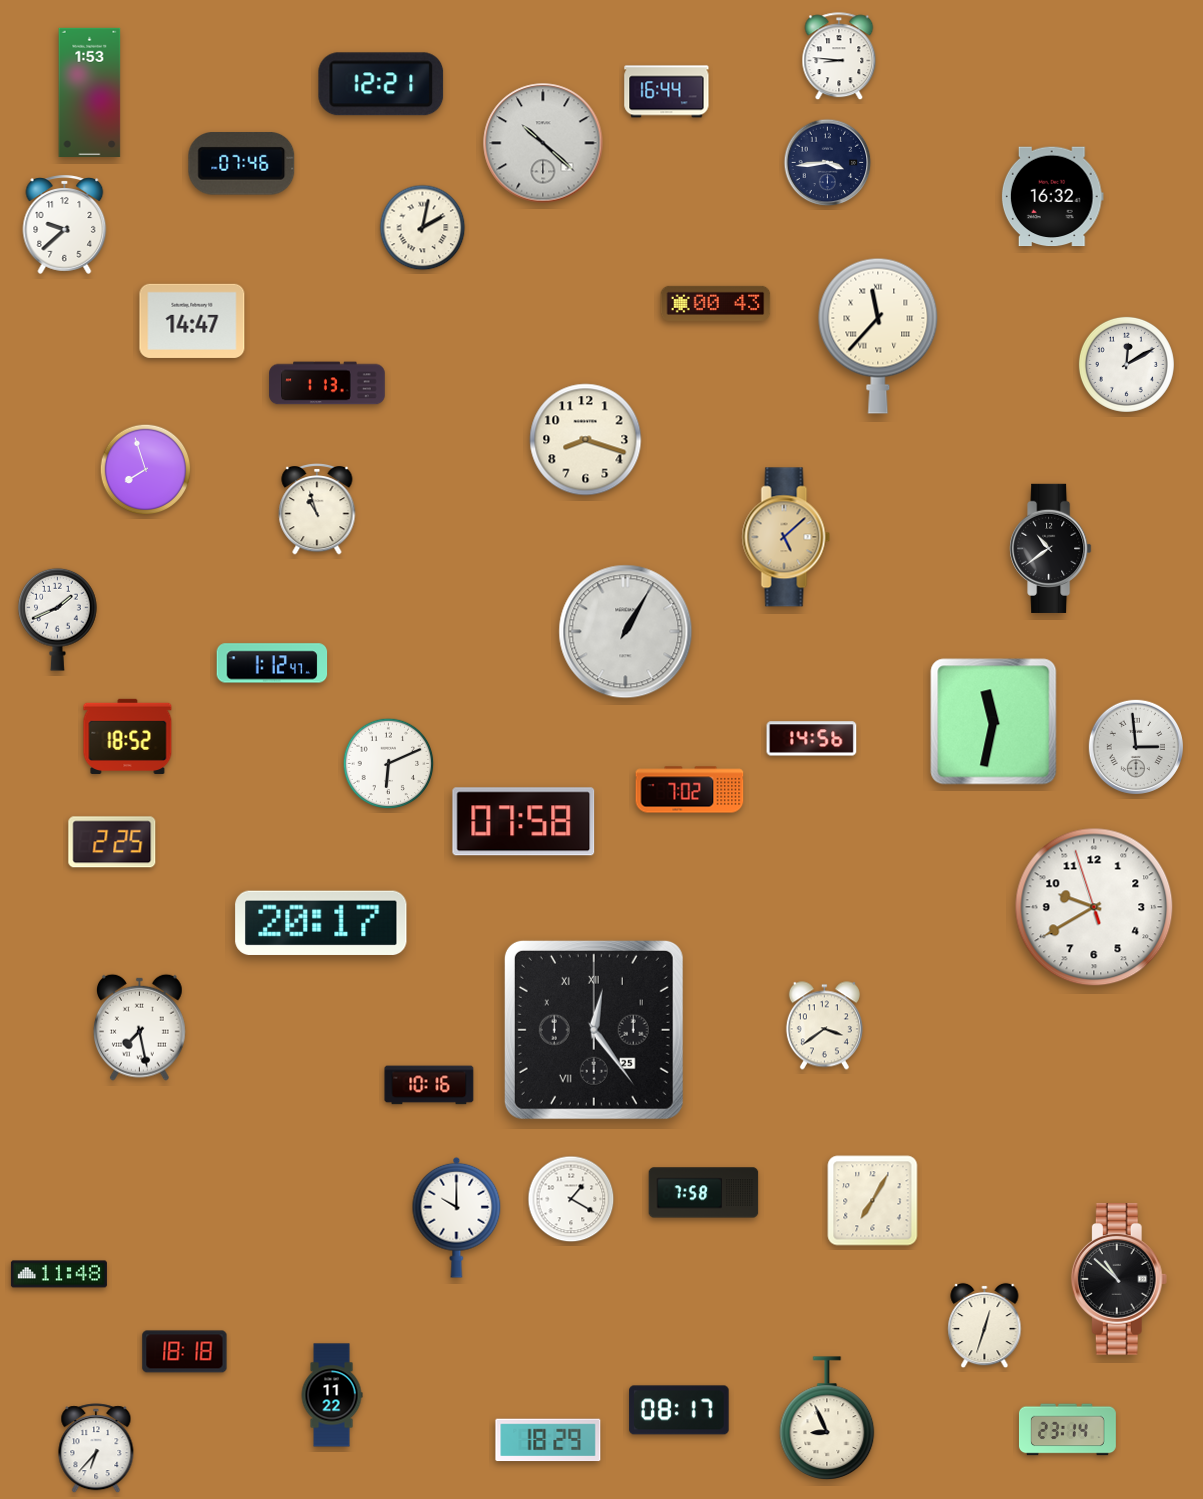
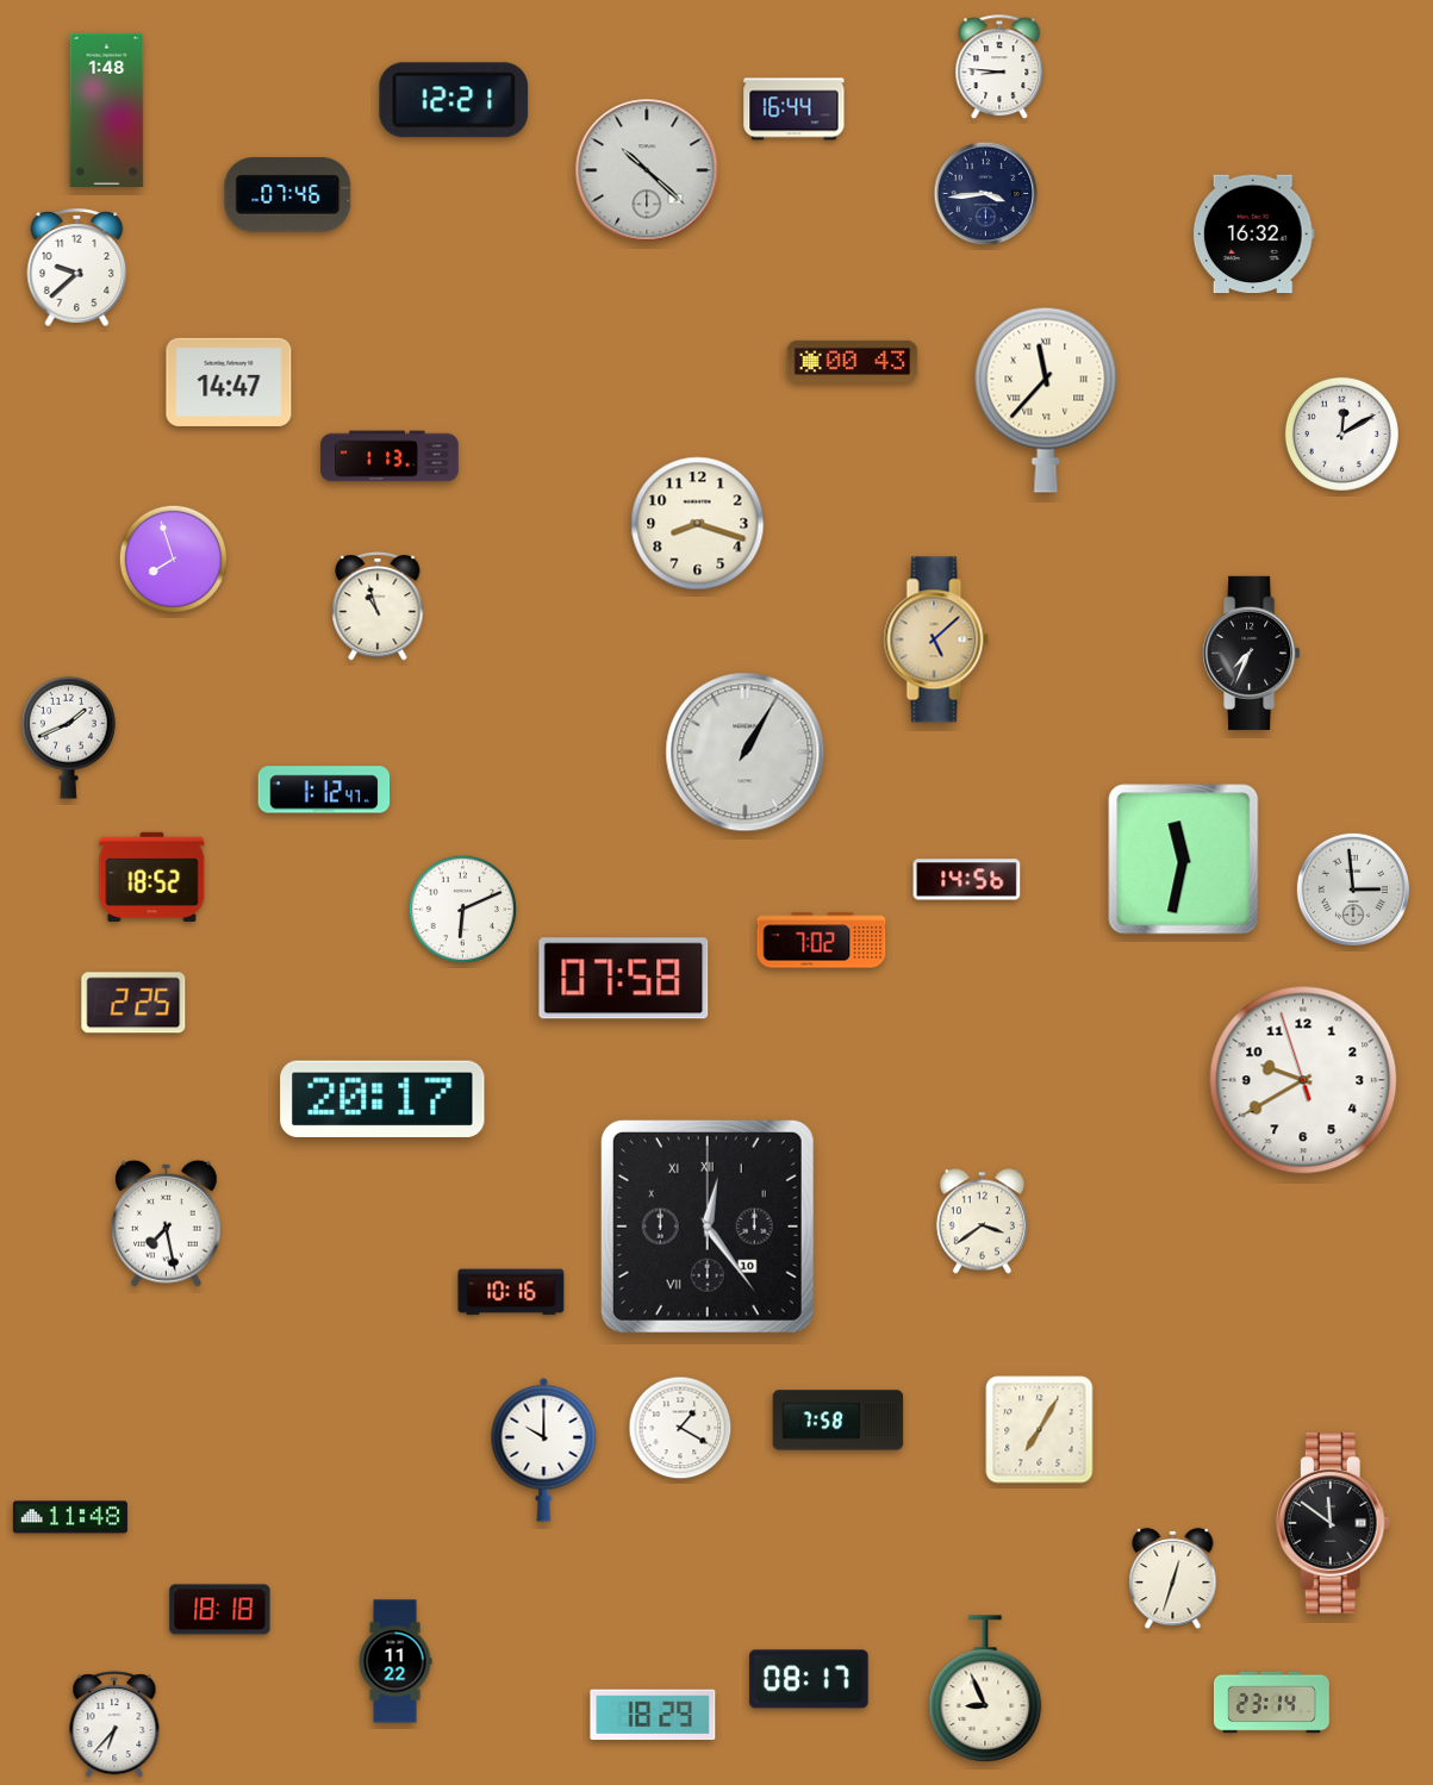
clock at (90, 92): 1:53 -> 1:48
clock at (423, 228): 2:02 -> none
clock at (1051, 548): 10:39 -> 7:34
clock at (594, 1030) date: 25 -> 10
clock at (1119, 1279): 10:52 -> 11:51
